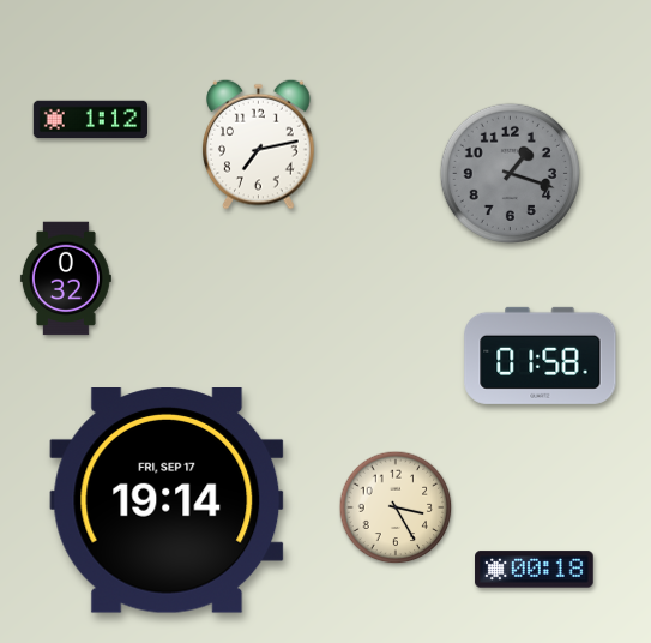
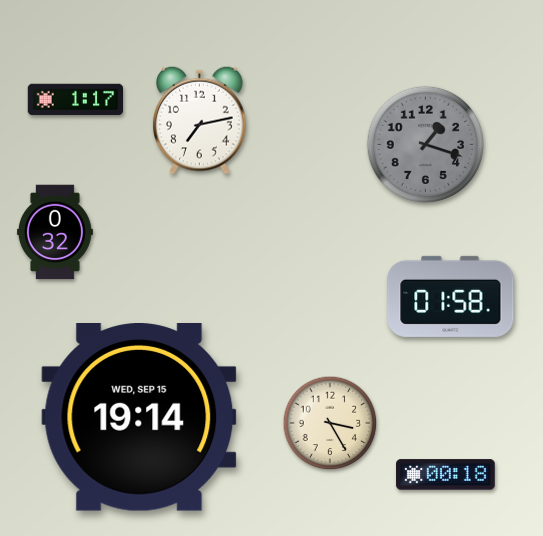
clock at (90, 120): 1:12 -> 1:17
clock at (259, 144) position: (259, 144) -> (200, 120)
clock at (167, 500) date: FRI, SEP 17 -> WED, SEP 15
